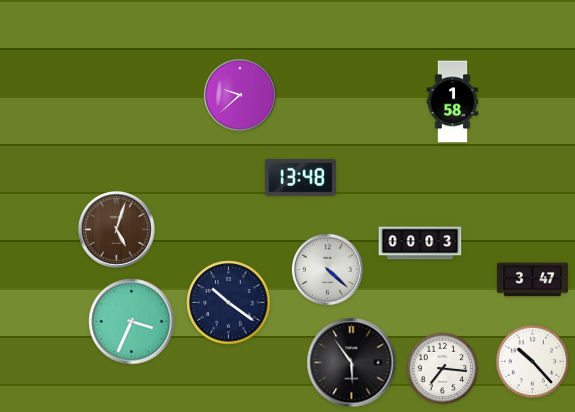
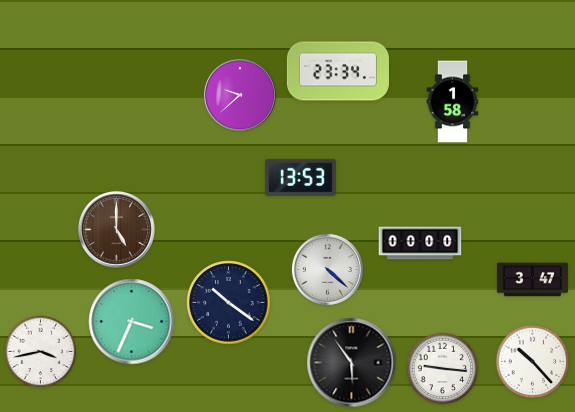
clock at (338, 71): none -> 23:34
clock at (300, 177): 13:48 -> 13:53
clock at (117, 230): 5:03 -> 5:00
clock at (420, 243): 00:03 -> 00:00
clock at (41, 352): none -> 3:43
clock at (443, 369): 7:16 -> 9:16
